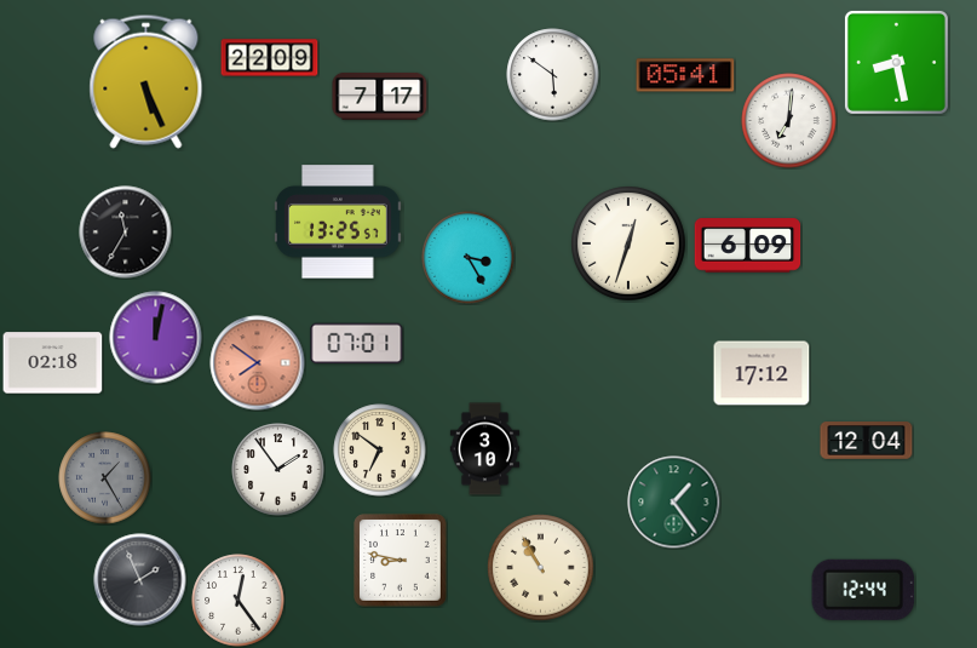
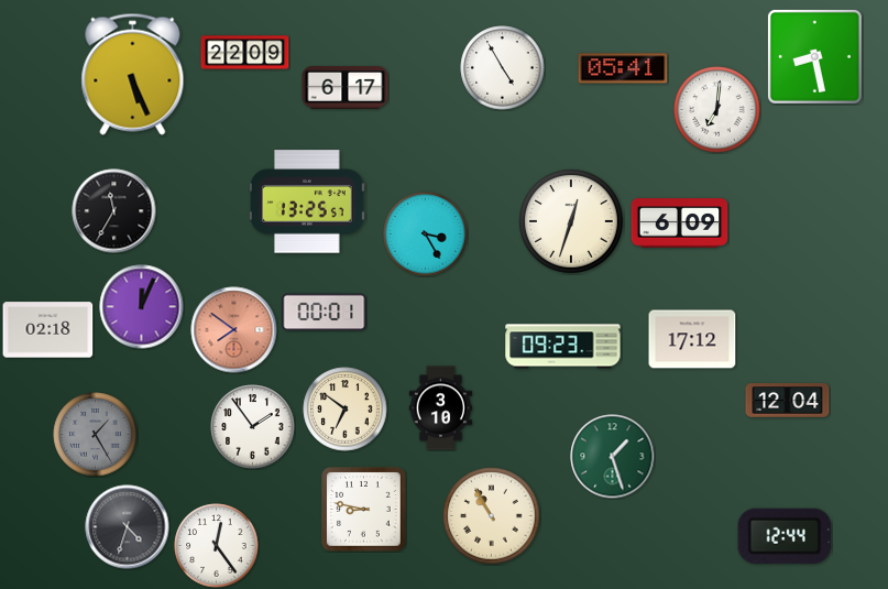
clock at (553, 75): 5:51 -> 4:55
clock at (380, 96): 7:17 -> 6:17
clock at (156, 338): 12:02 -> 12:04
clock at (357, 344): 07:01 -> 00:01
clock at (563, 347): none -> 09:23
clock at (674, 503): 1:24 -> 1:27
clock at (140, 580): 1:56 -> 4:33
